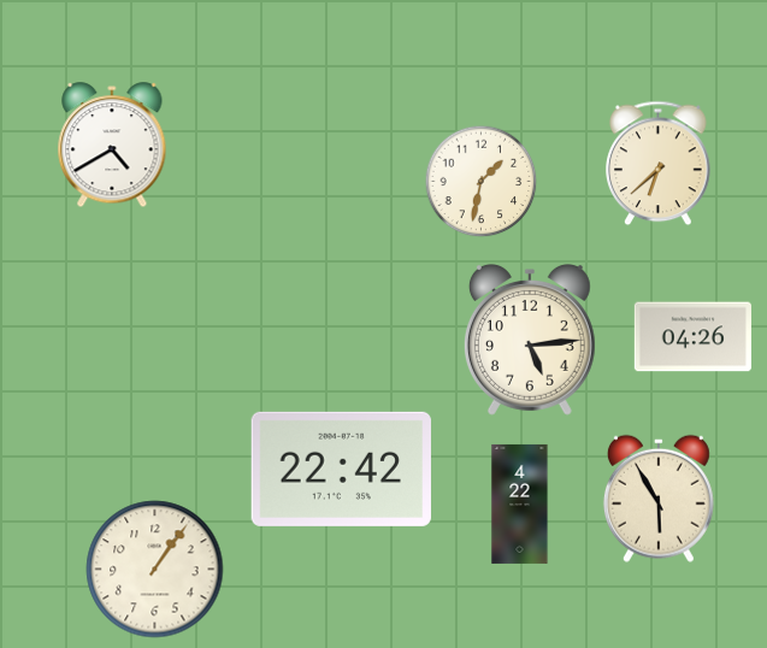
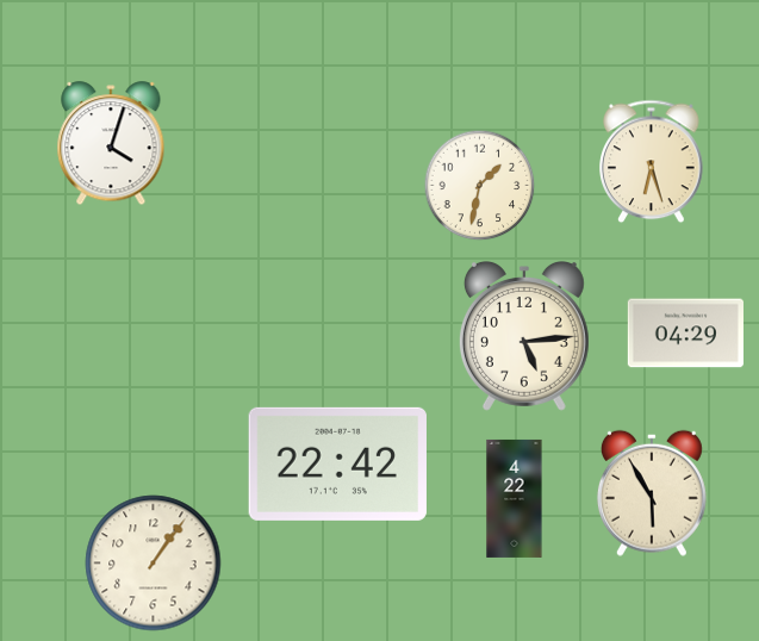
clock at (112, 146): 4:40 -> 4:03
clock at (659, 164): 6:38 -> 6:27
clock at (482, 182) position: (482, 182) -> (480, 186)
clock at (692, 337): 04:26 -> 04:29
